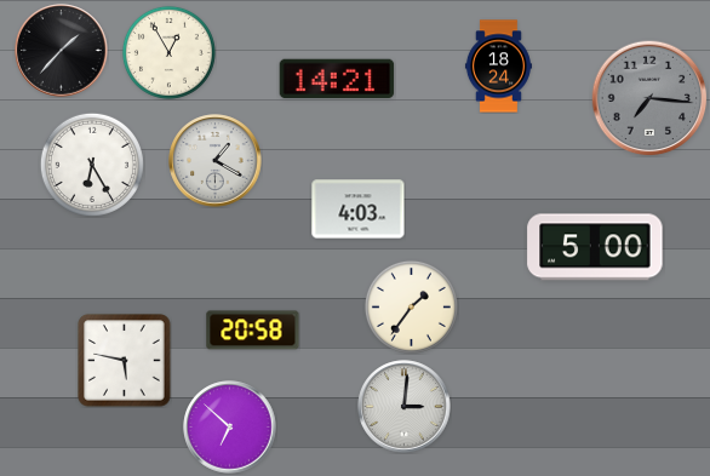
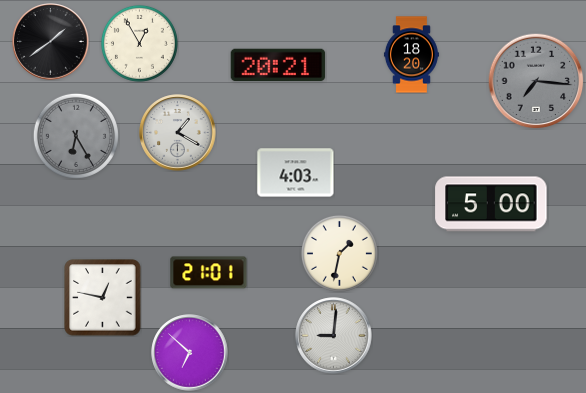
clock at (62, 51): 1:37 -> 1:39
clock at (498, 67): 18:24 -> 18:20
clock at (337, 79): 14:21 -> 20:21
clock at (92, 165) dial: white -> grey
clock at (411, 306): 1:36 -> 1:32
clock at (253, 331): 20:58 -> 21:01
clock at (125, 361): 5:47 -> 12:47
clock at (405, 407): 3:01 -> 9:01
